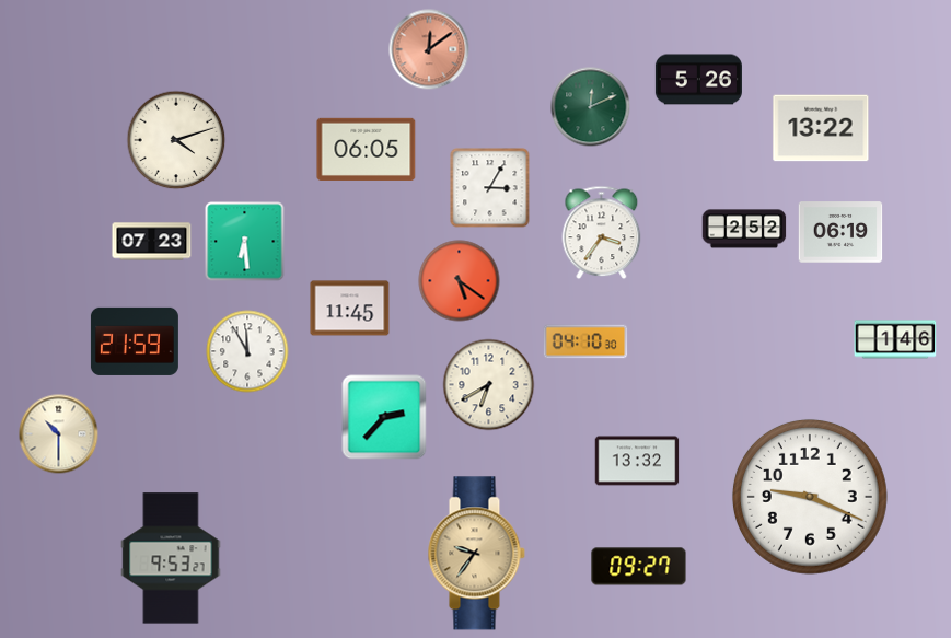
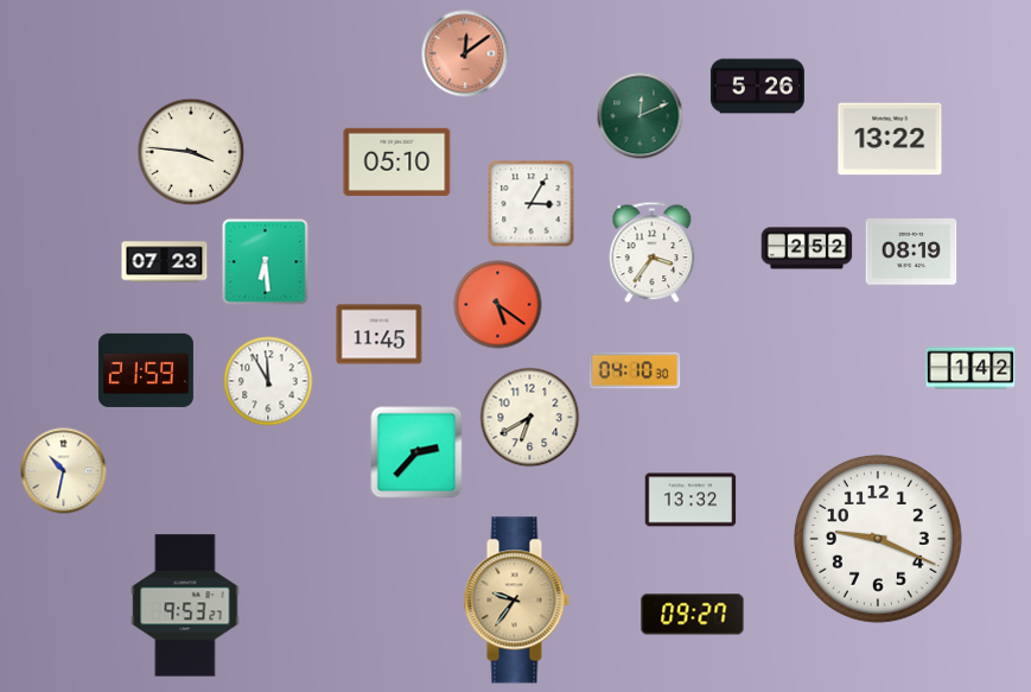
clock at (176, 140): 4:12 -> 3:46
clock at (367, 149): 06:05 -> 05:10
clock at (840, 232): 06:19 -> 08:19
clock at (895, 339): 1:46 -> 1:42
clock at (59, 434): 10:30 -> 10:32
